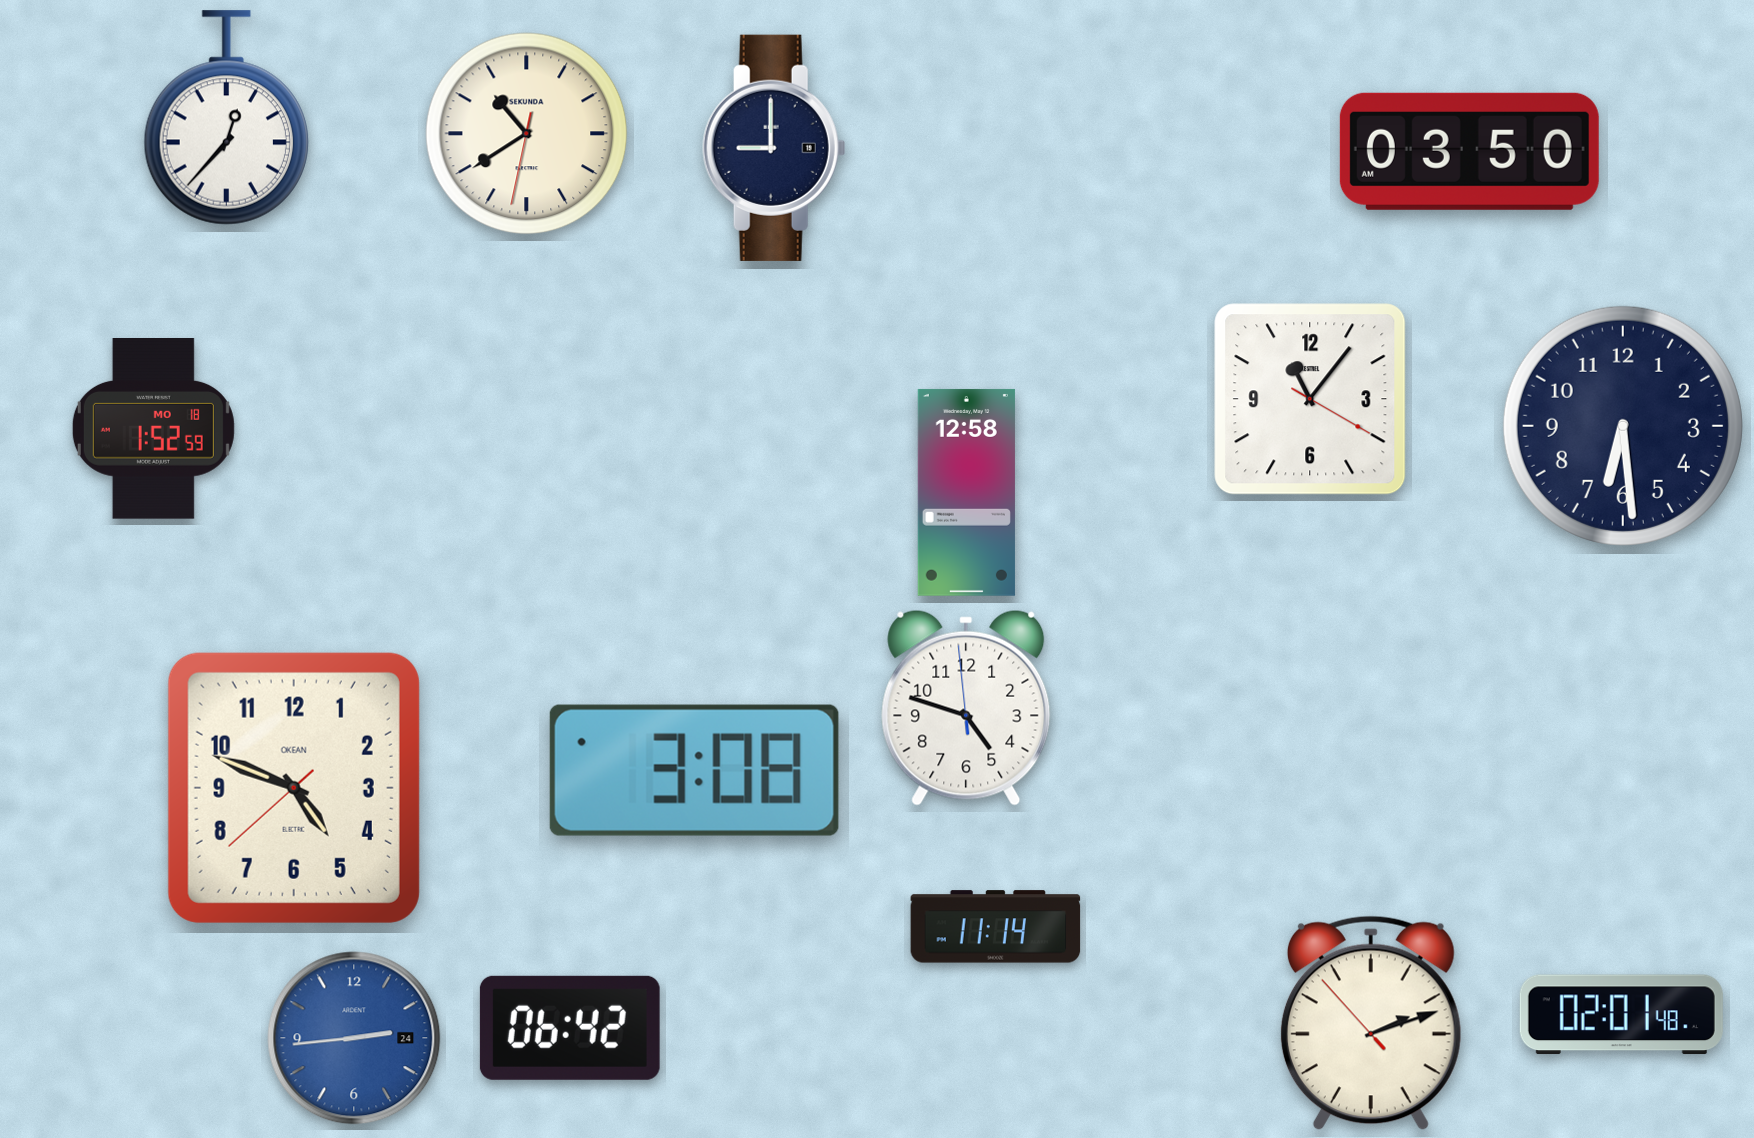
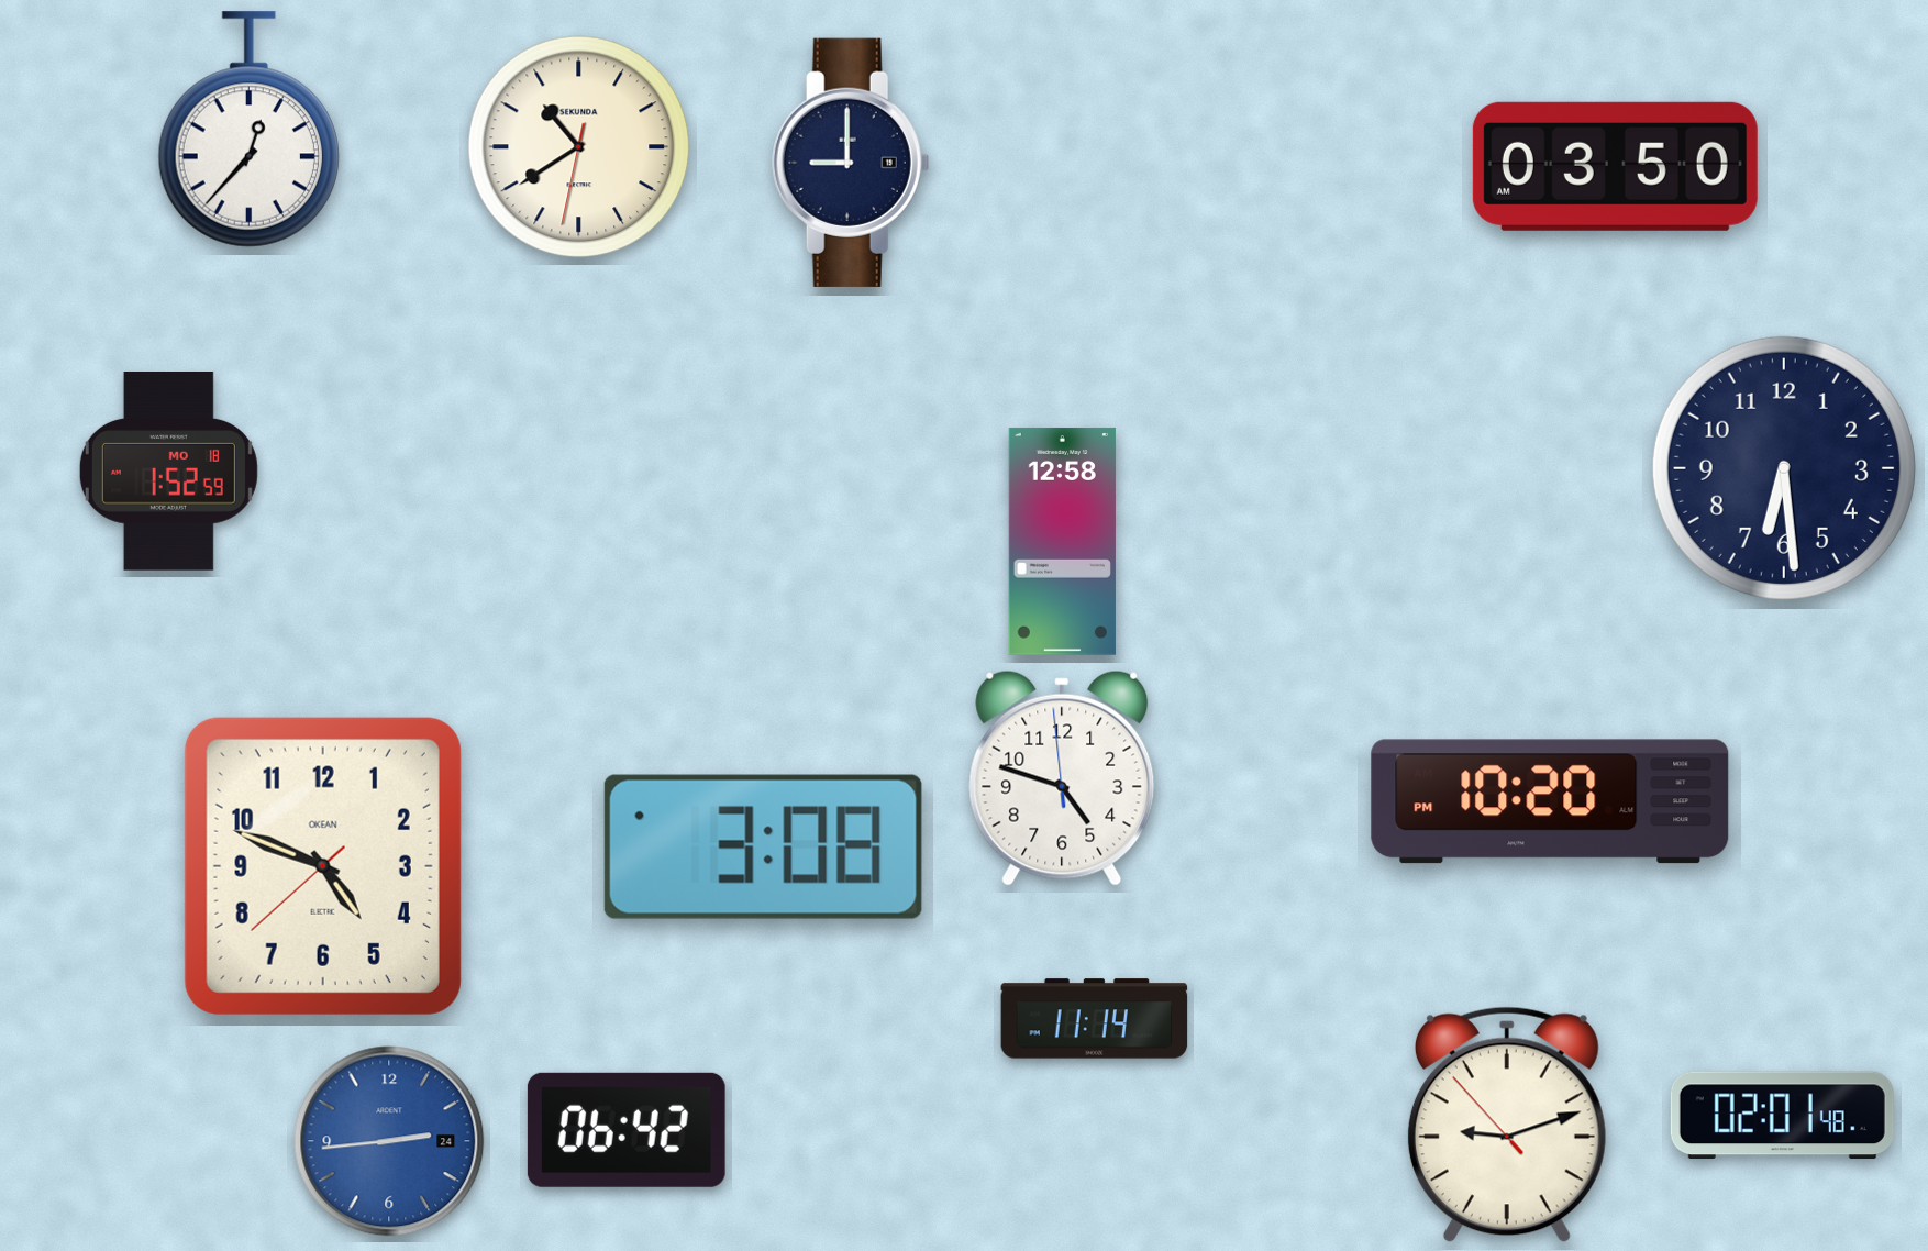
clock at (1310, 399): 11:06 -> none
clock at (1550, 801): none -> 10:20
clock at (1371, 1023): 2:11 -> 9:11
